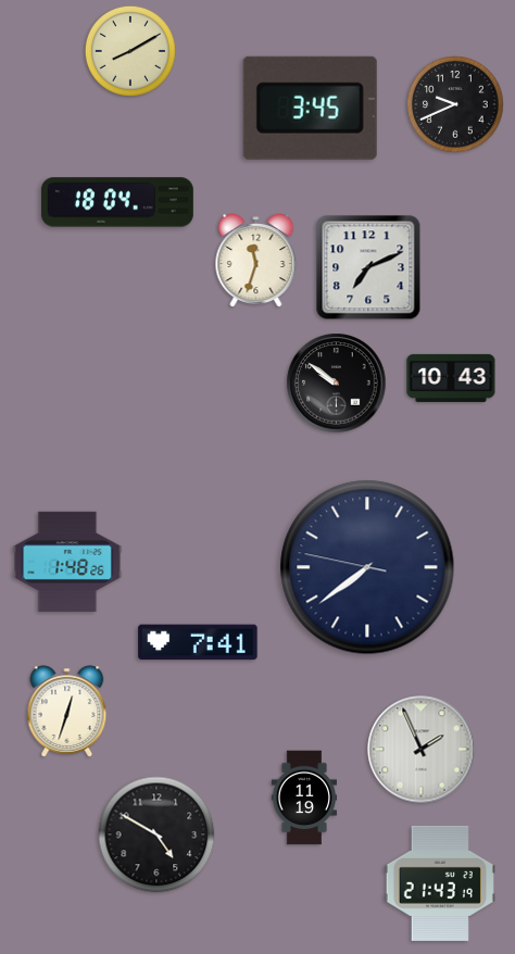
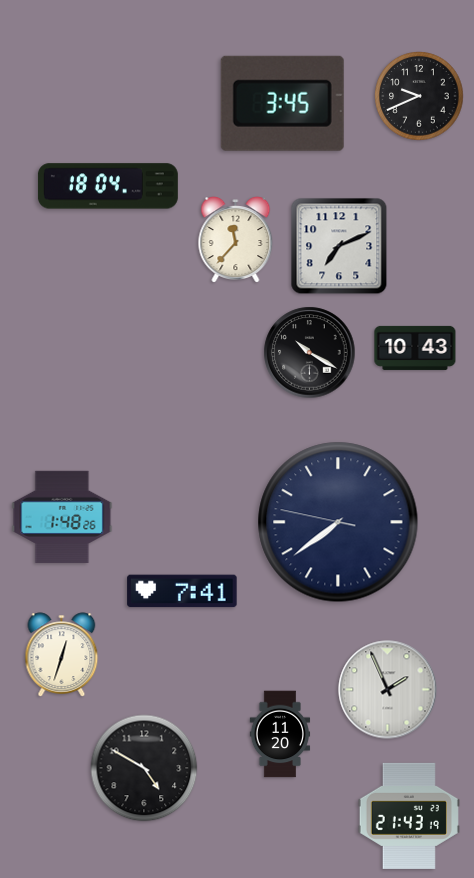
clock at (130, 51): 8:10 -> none
clock at (310, 108) position: (310, 108) -> (282, 103)
clock at (256, 261): 11:33 -> 11:37
clock at (337, 384): 9:51 -> 10:20
clock at (304, 798): 11:19 -> 11:20
clock at (440, 883) position: (440, 883) -> (409, 816)
